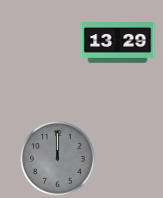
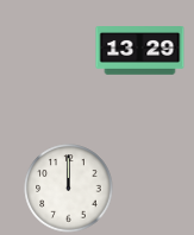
clock at (58, 159) dial: grey -> white
